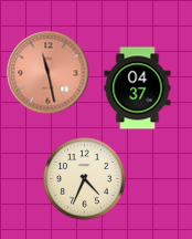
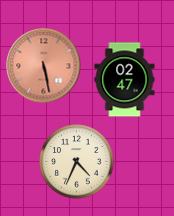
clock at (49, 73): 11:28 -> 5:28
clock at (138, 89): 04:37 -> 02:47
